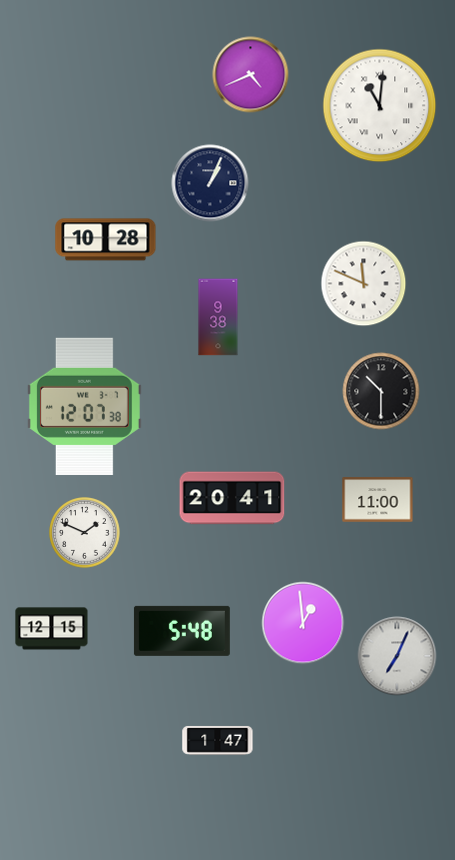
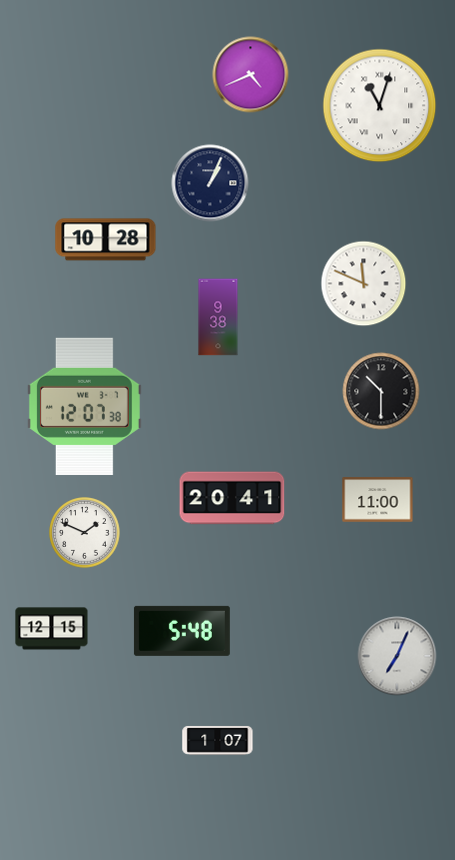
clock at (380, 106): 11:01 -> 11:03
clock at (303, 623): 12:59 -> none
clock at (218, 740): 1:47 -> 1:07
